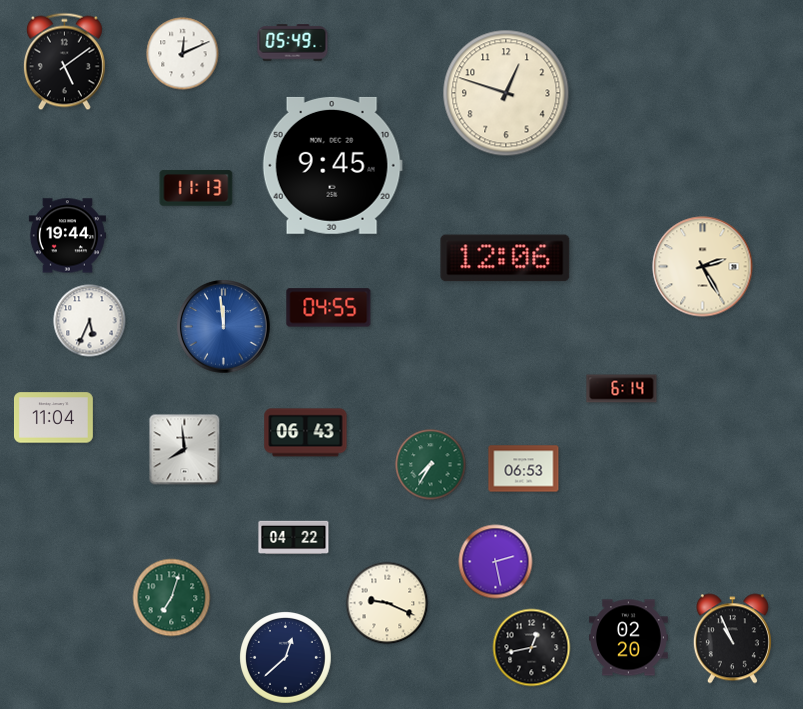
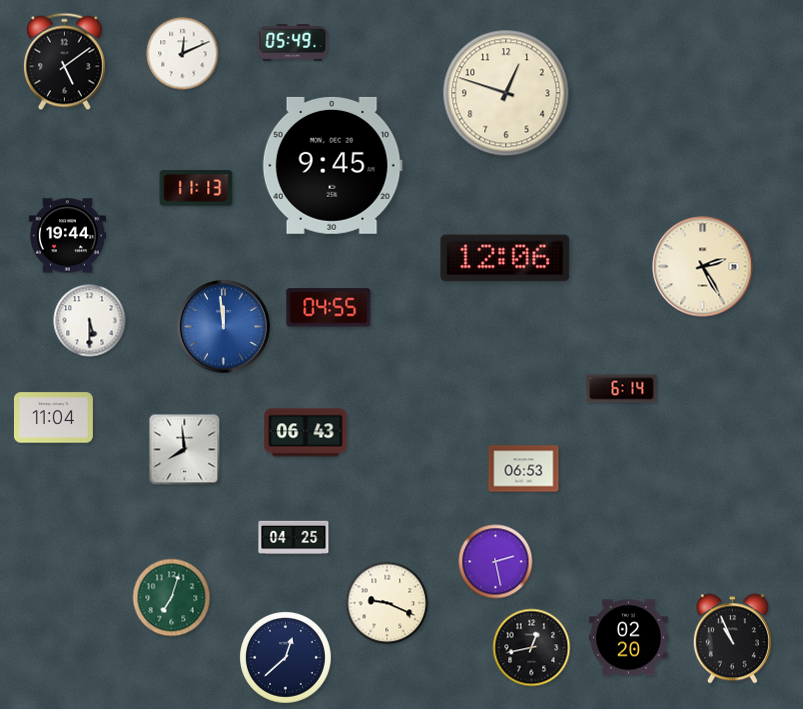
clock at (90, 321): 5:34 -> 5:30
clock at (431, 465): 7:35 -> none
clock at (294, 538): 04:22 -> 04:25
